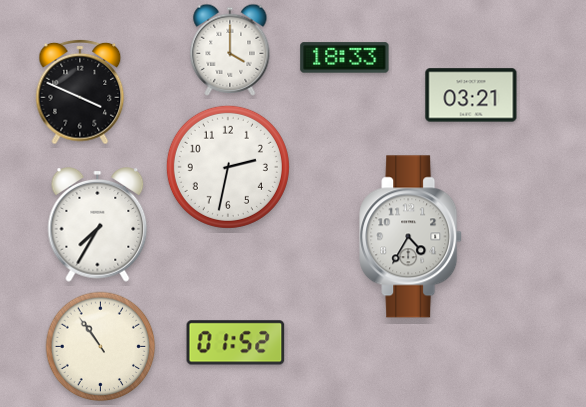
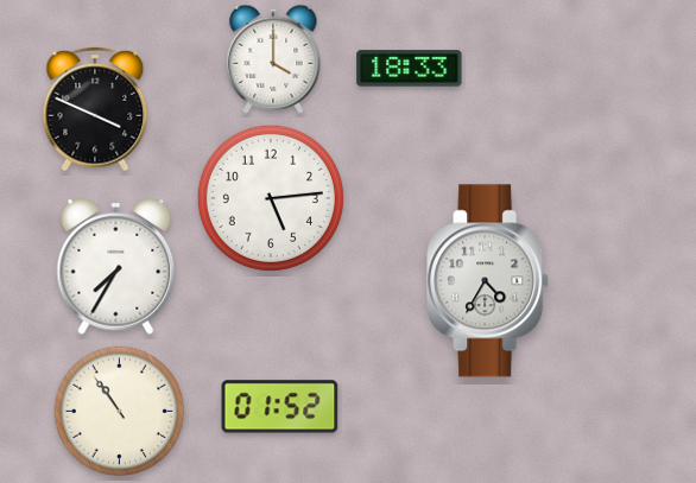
clock at (471, 95): 03:21 -> none
clock at (228, 167): 2:32 -> 5:14
